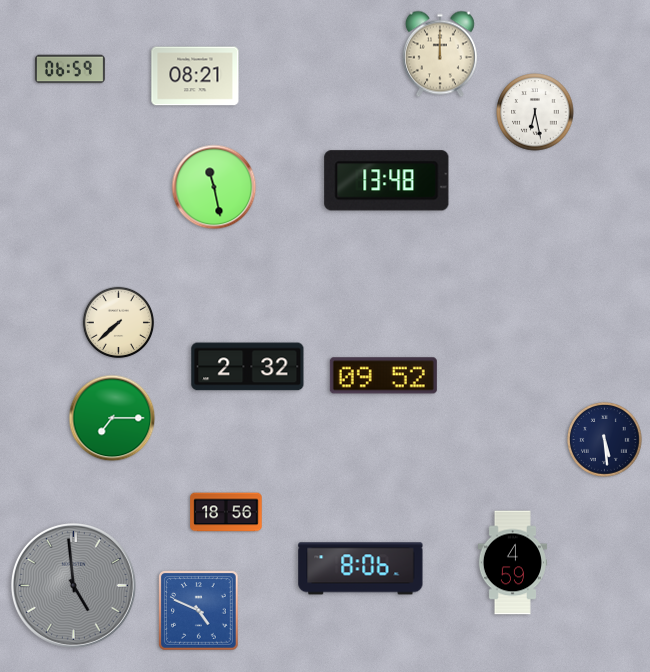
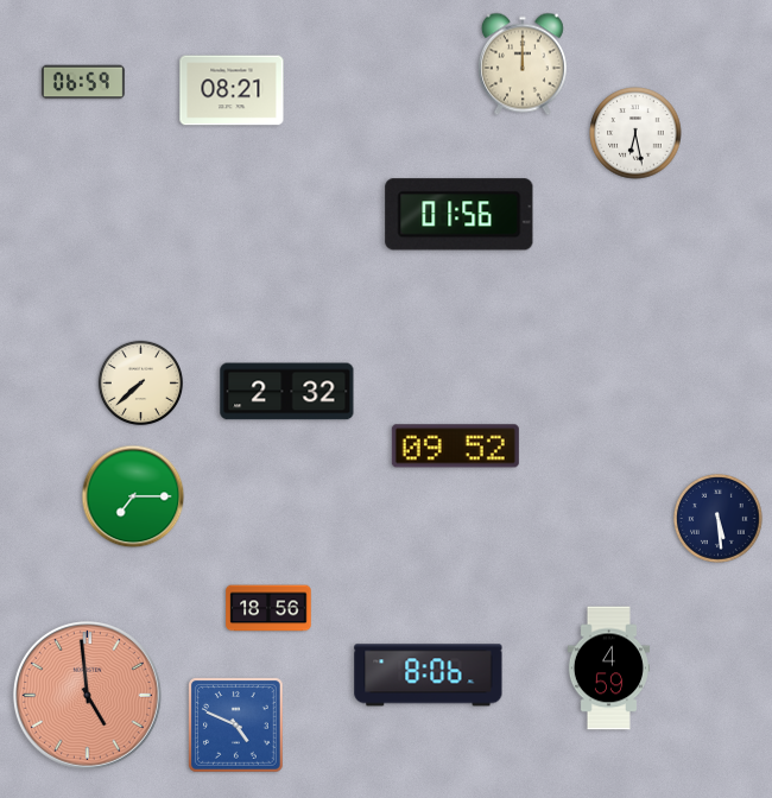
clock at (387, 181): 13:48 -> 01:56
clock at (214, 187): 11:28 -> none
clock at (248, 367) position: (248, 367) -> (287, 392)
clock at (605, 440) position: (605, 440) -> (719, 519)
clock at (73, 585) dial: grey -> salmon
